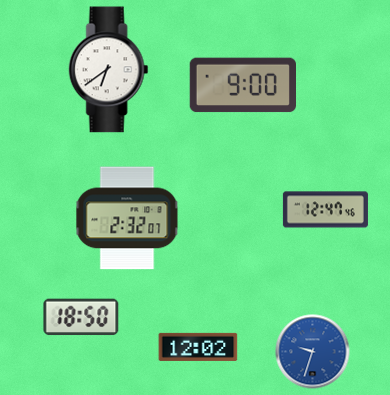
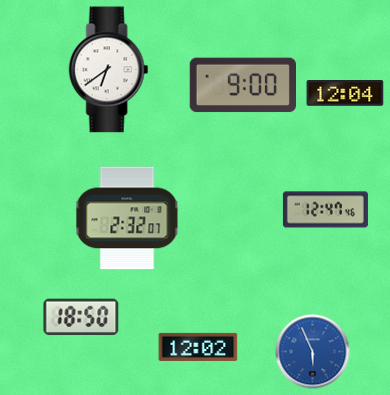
clock at (345, 93): none -> 12:04
clock at (313, 352): 9:33 -> 5:56
